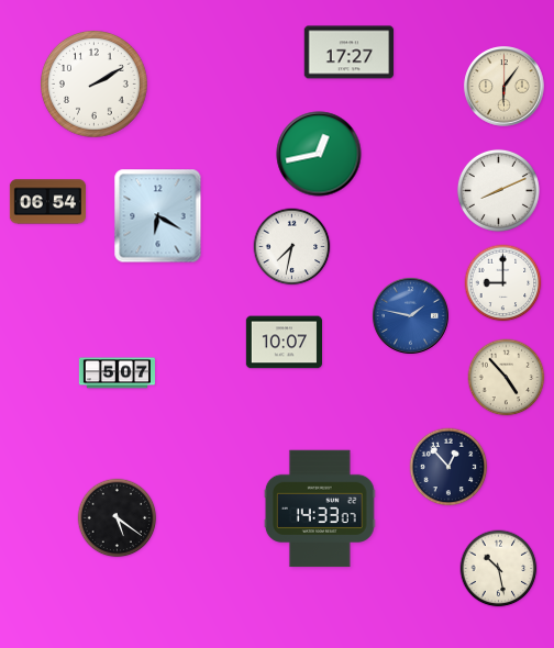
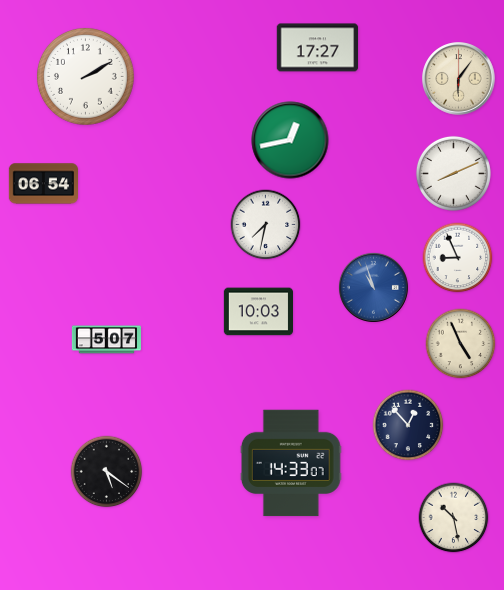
clock at (158, 216): 6:20 -> none
clock at (503, 283): 9:00 -> 8:56
clock at (410, 315): 1:47 -> 10:57
clock at (284, 343): 10:07 -> 10:03
clock at (507, 378): 4:53 -> 4:56
